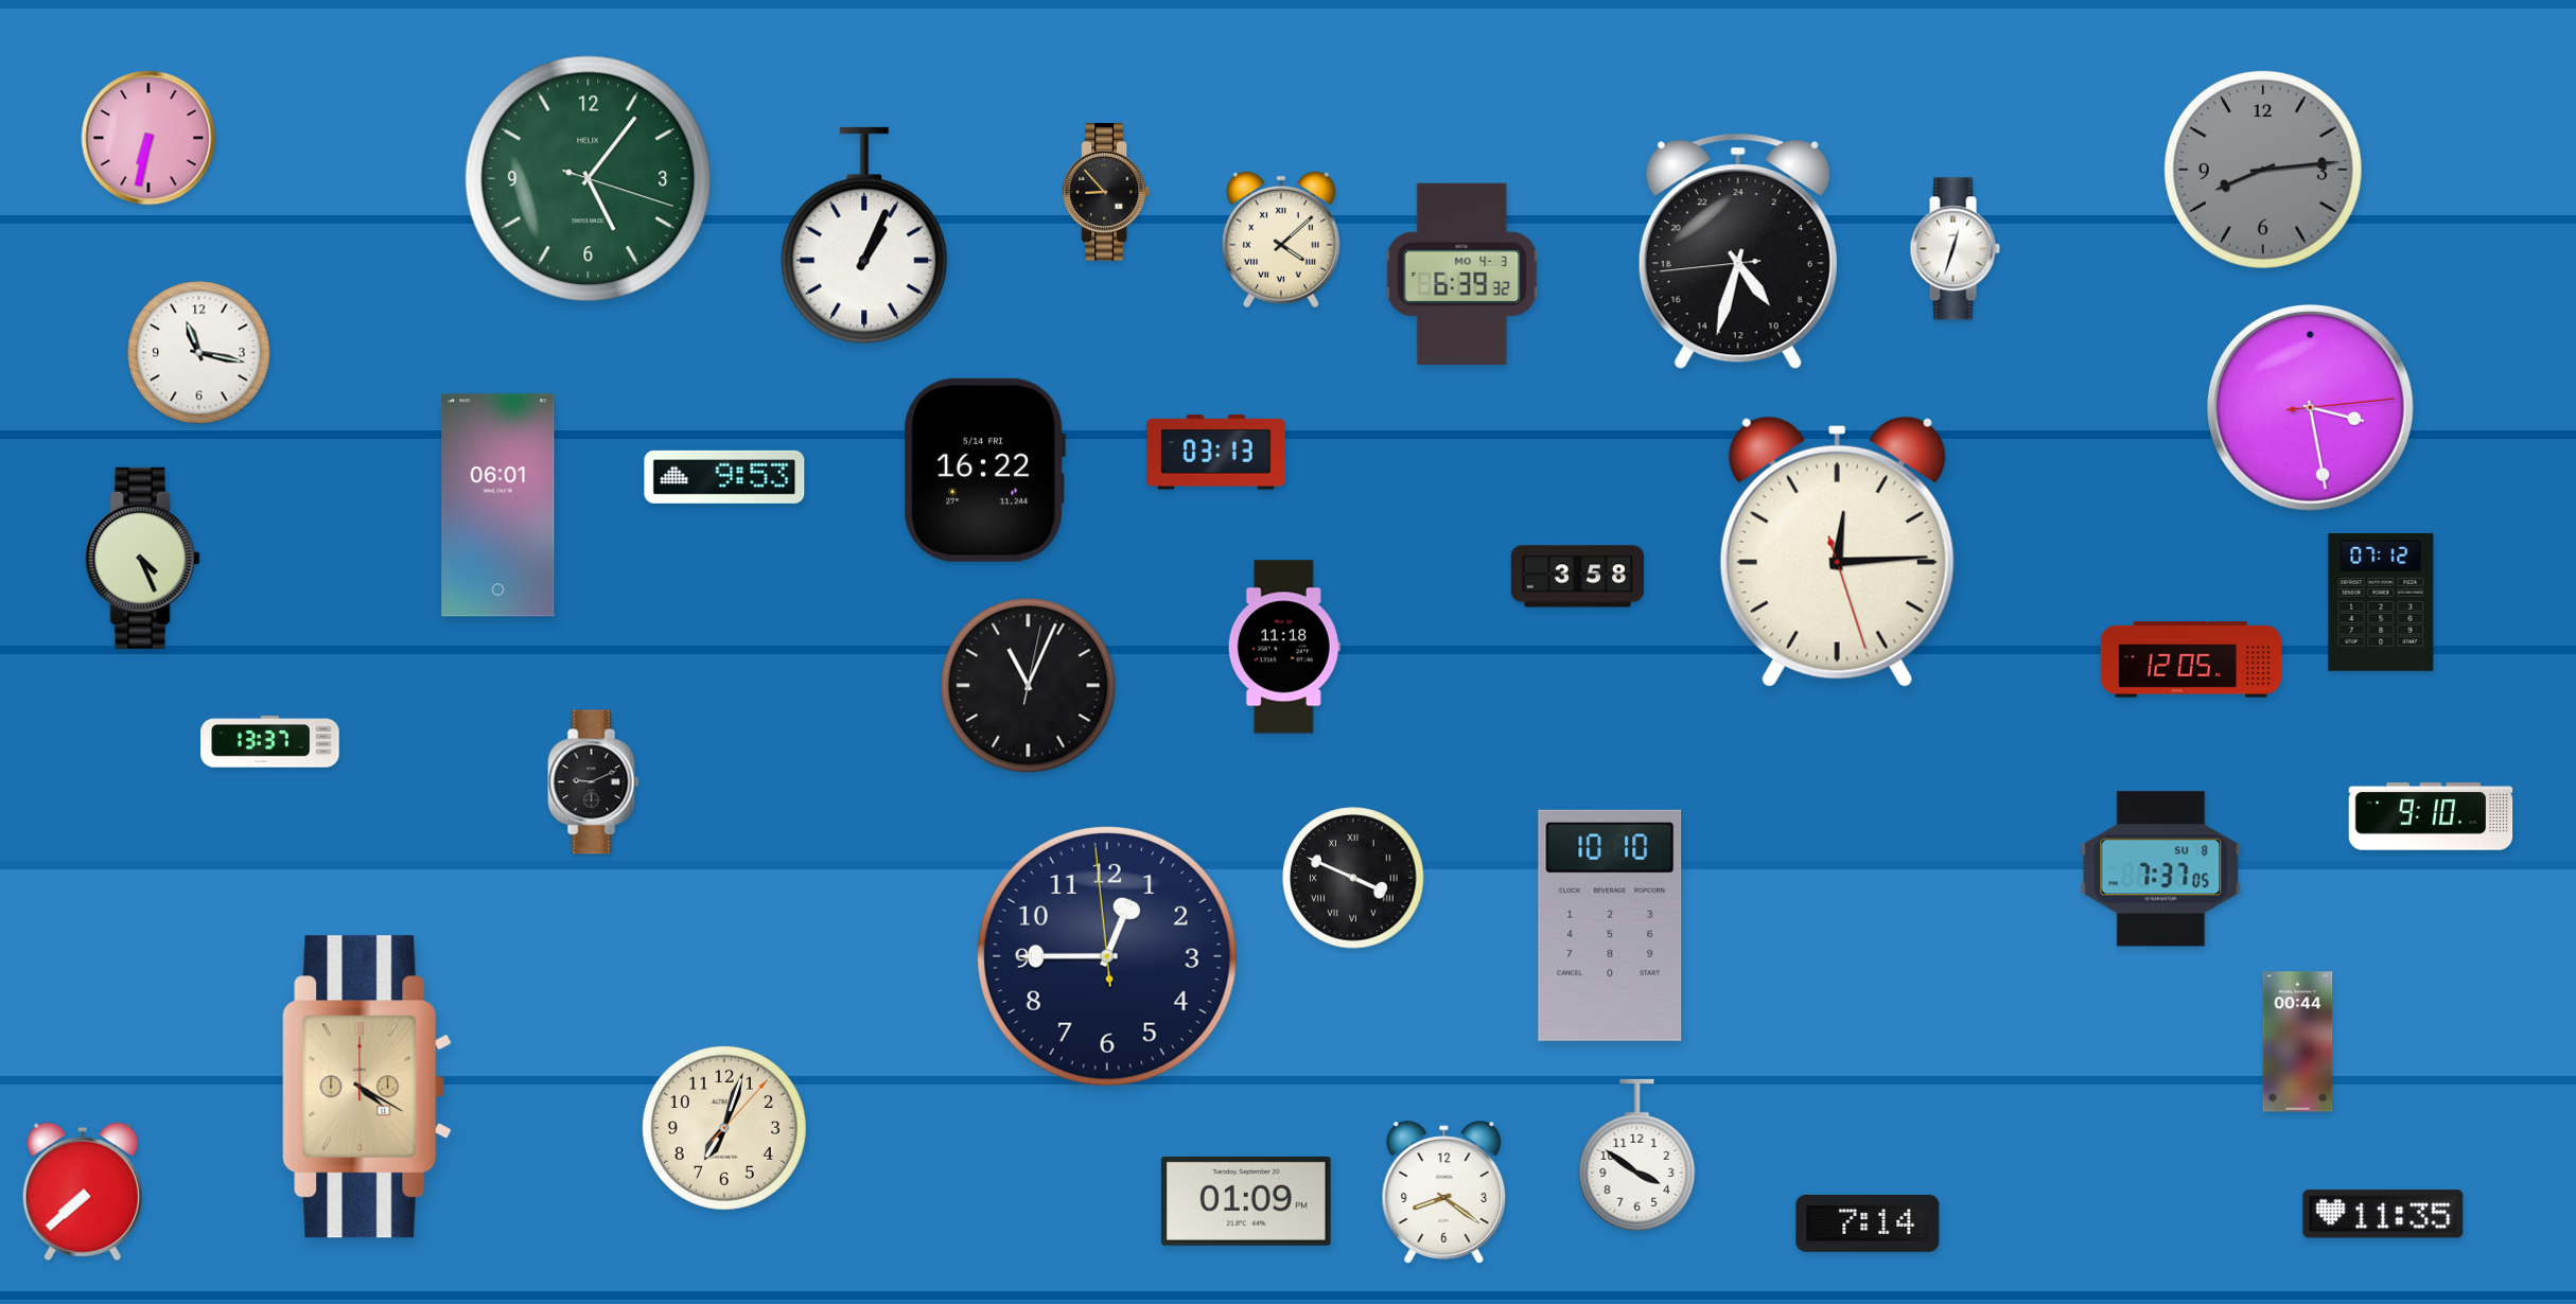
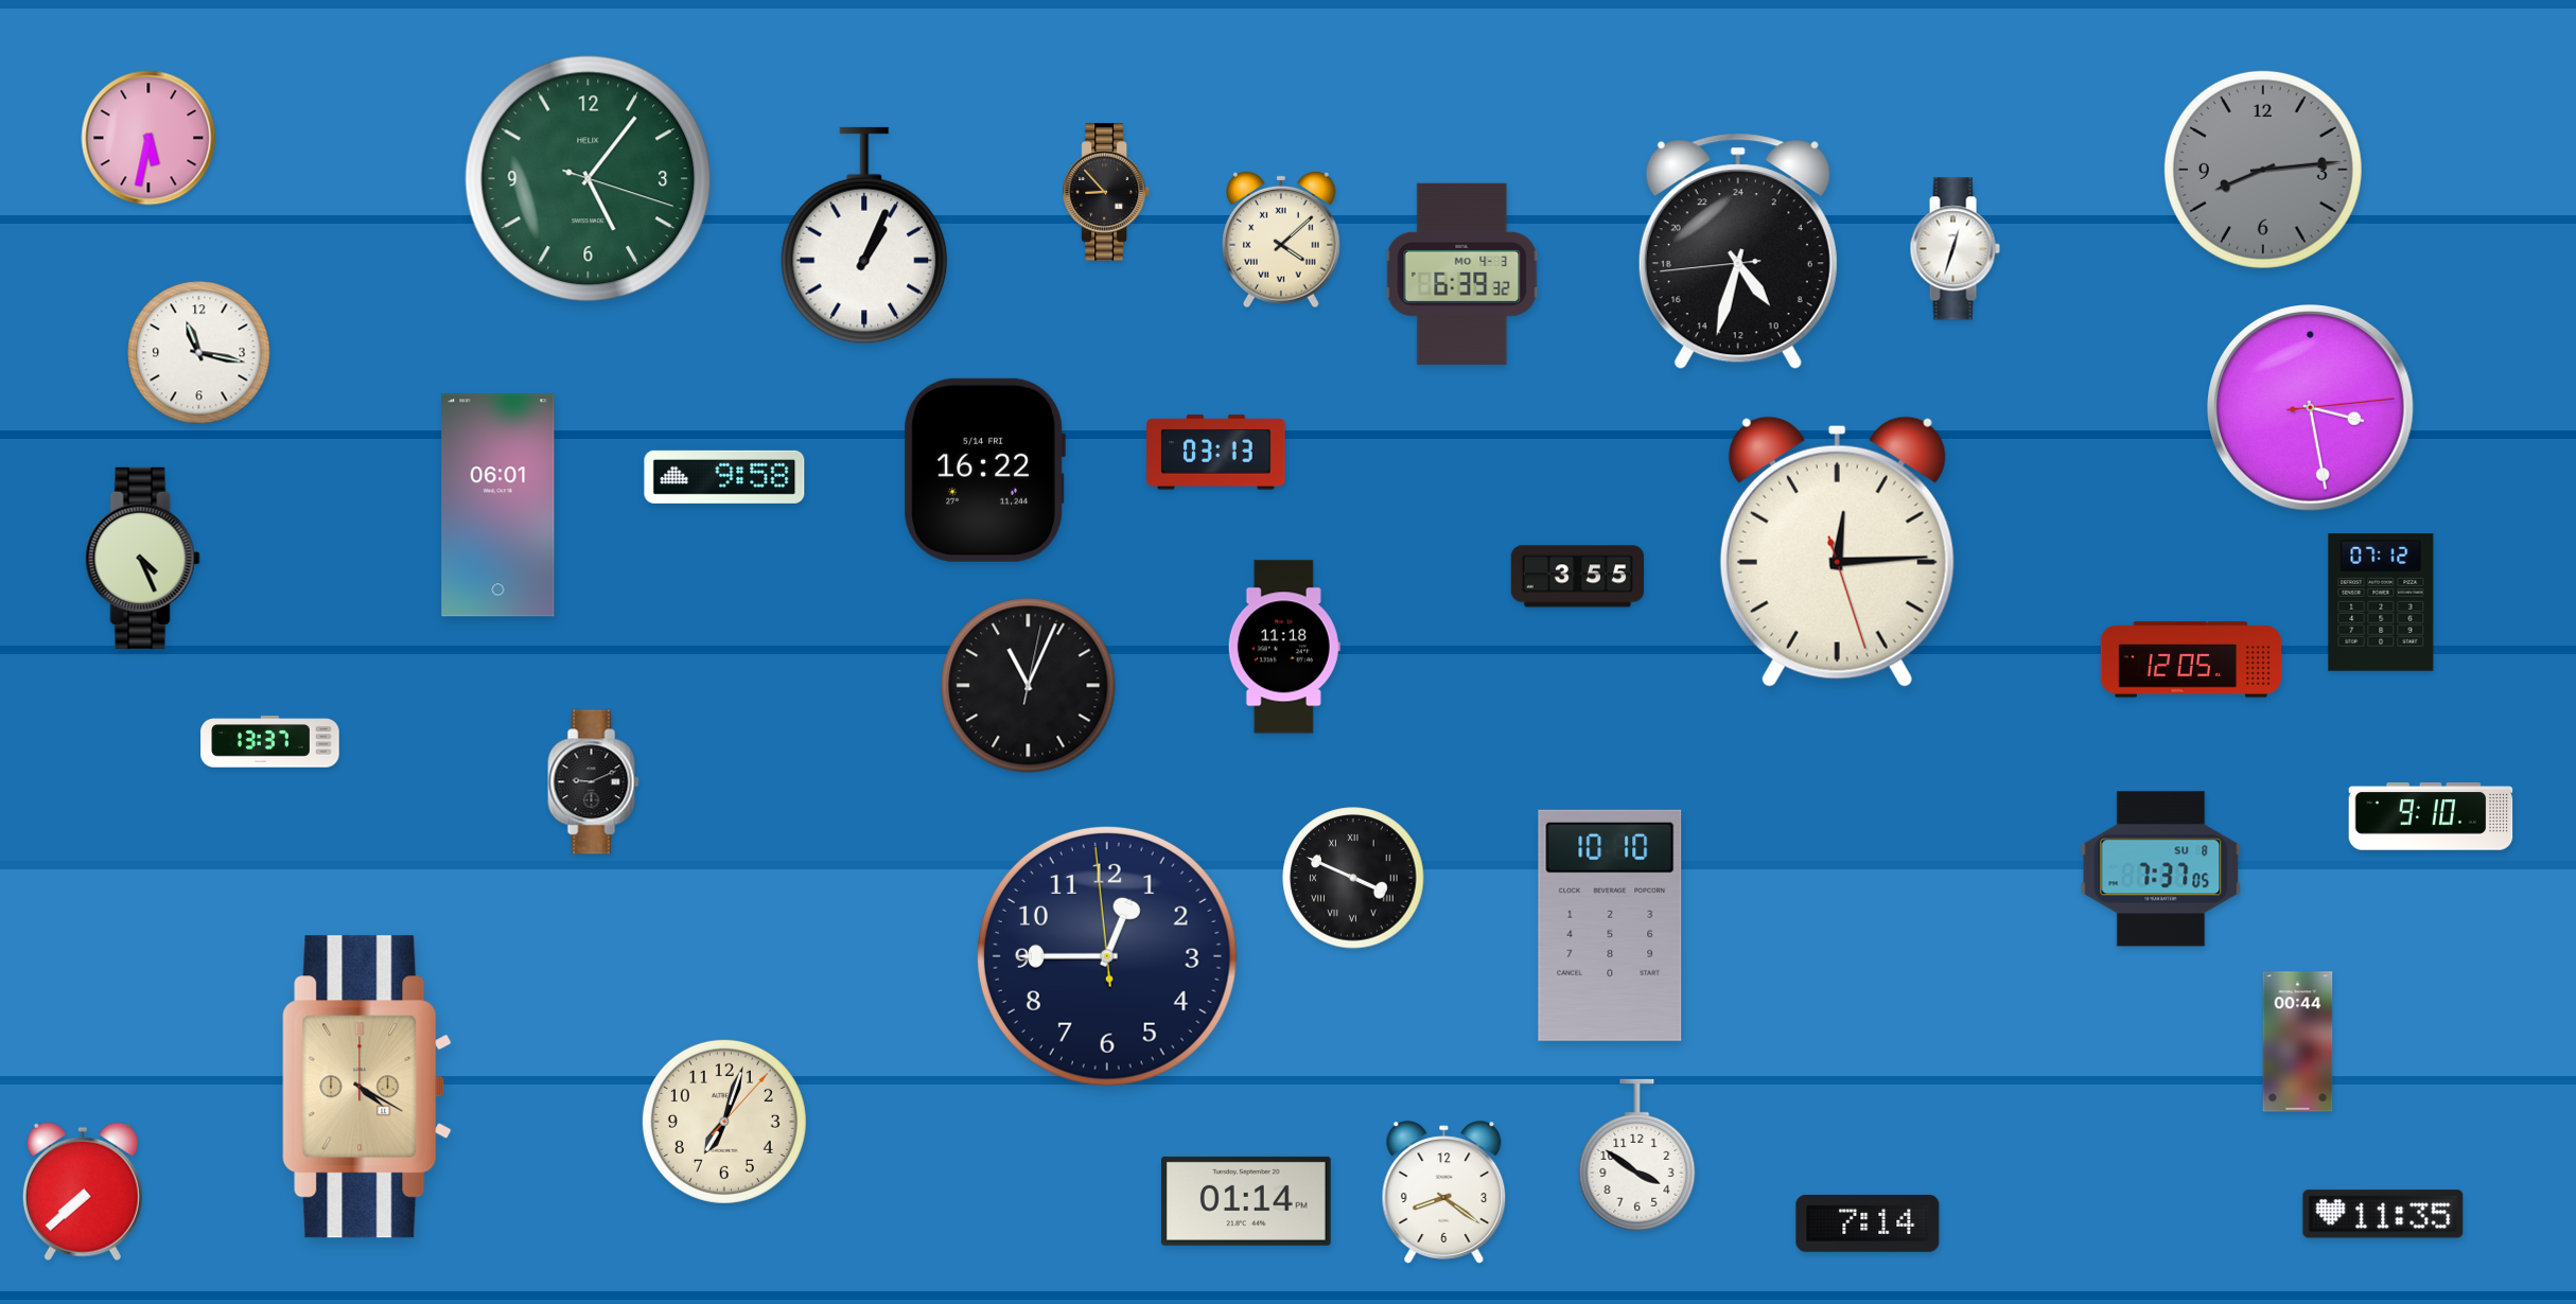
clock at (148, 138): 6:32 -> 5:32
clock at (724, 477): 9:53 -> 9:58
clock at (1578, 577): 3:58 -> 3:55
clock at (724, 1128) position: (724, 1128) -> (724, 1122)
clock at (1246, 1201): 01:09 -> 01:14
